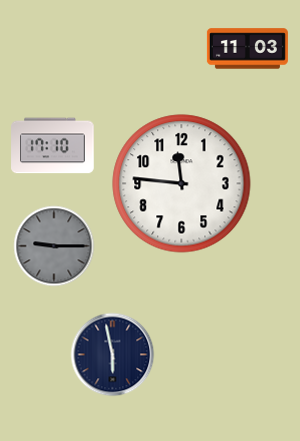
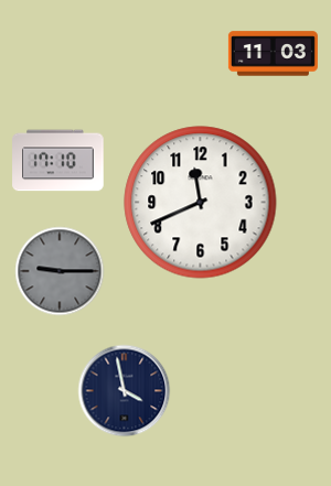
clock at (182, 184): 11:46 -> 11:41
clock at (113, 355): 5:58 -> 3:58
